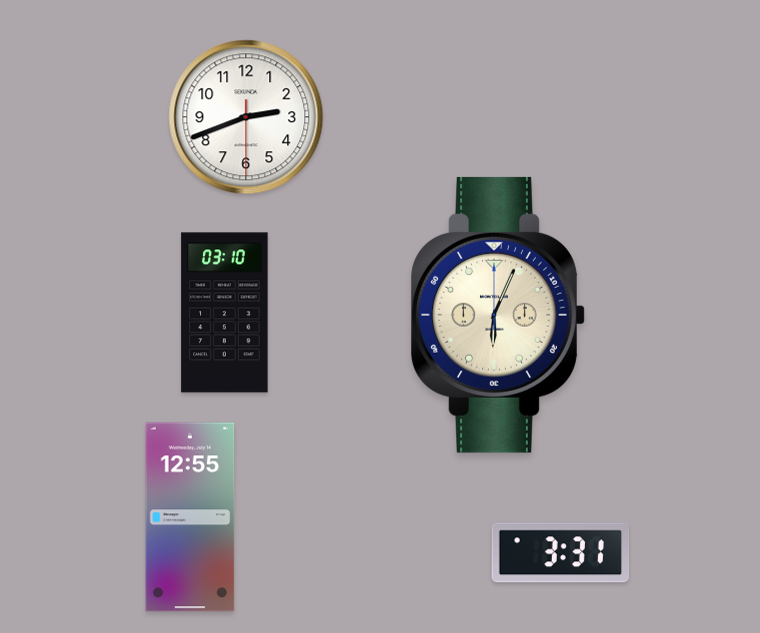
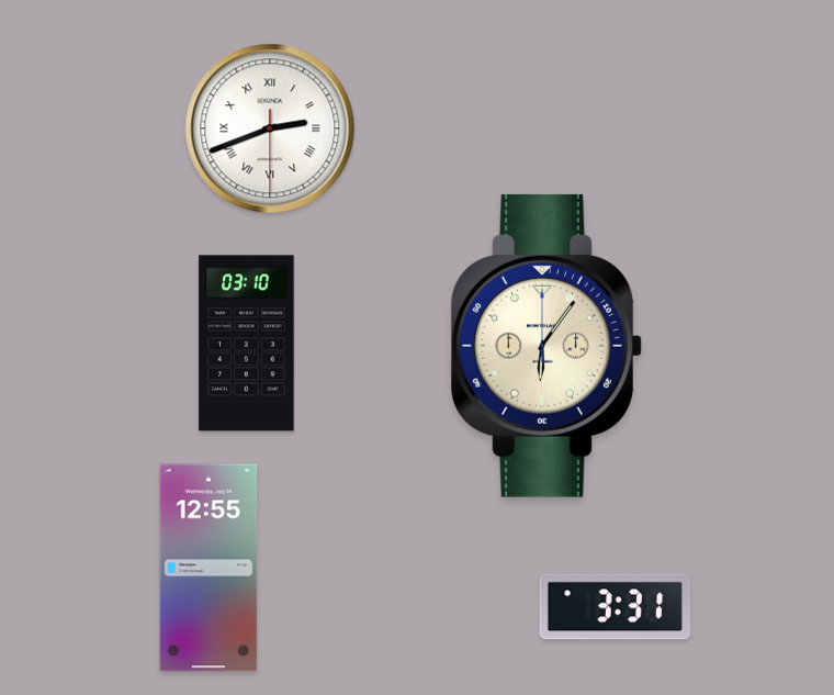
clock at (246, 117) numerals: Arabic -> Roman
clock at (498, 315): 6:04 -> 6:06
